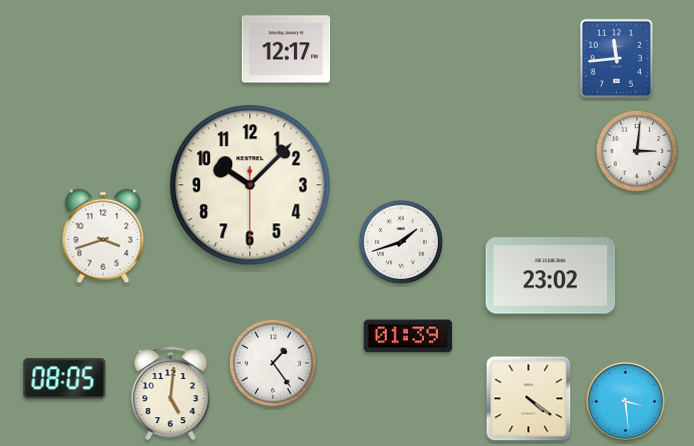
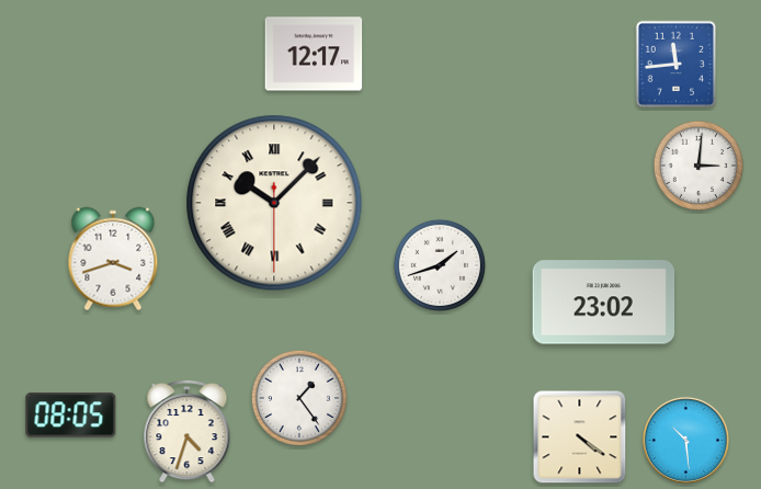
clock at (250, 185) numerals: Arabic -> Roman
clock at (408, 336): 01:39 -> none
clock at (171, 393): 5:01 -> 4:33
clock at (625, 401): 3:29 -> 10:29
